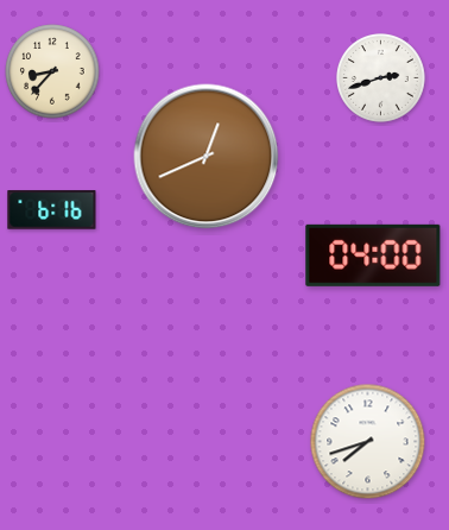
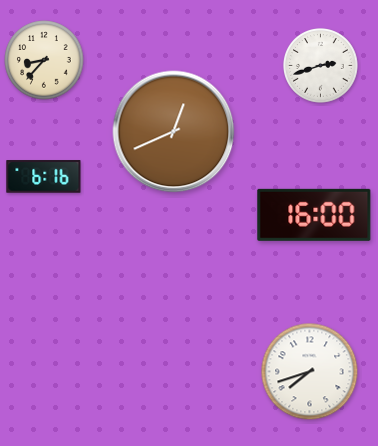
clock at (373, 255): 04:00 -> 16:00
